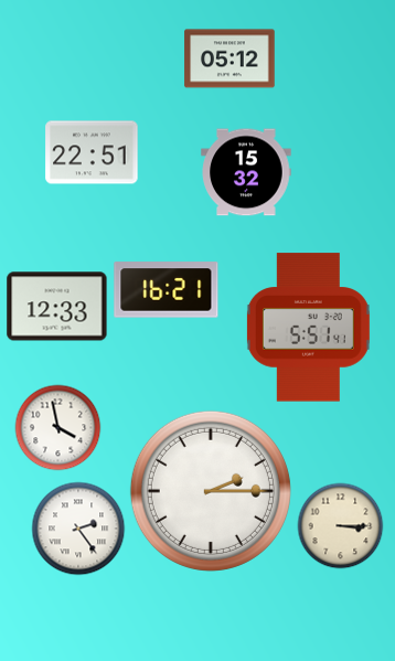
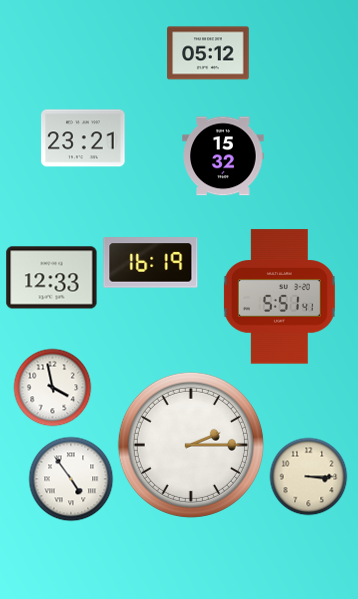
clock at (92, 152): 22:51 -> 23:21
clock at (167, 290): 16:21 -> 16:19
clock at (78, 529): 2:24 -> 4:54
